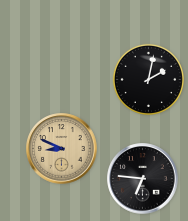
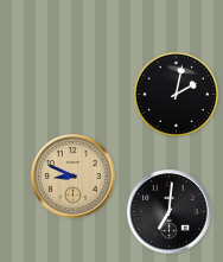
clock at (143, 179): 6:46 -> 7:01
